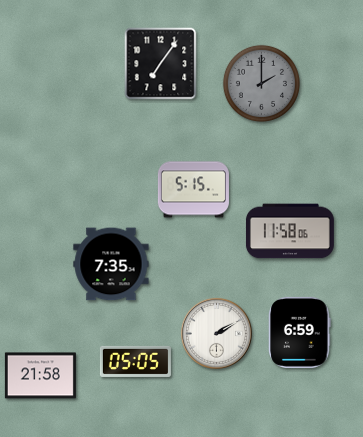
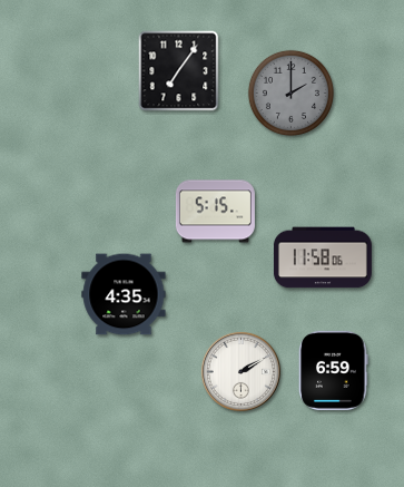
clock at (111, 264): 7:35 -> 4:35
clock at (135, 361): 05:05 -> none
clock at (40, 376): 21:58 -> none
